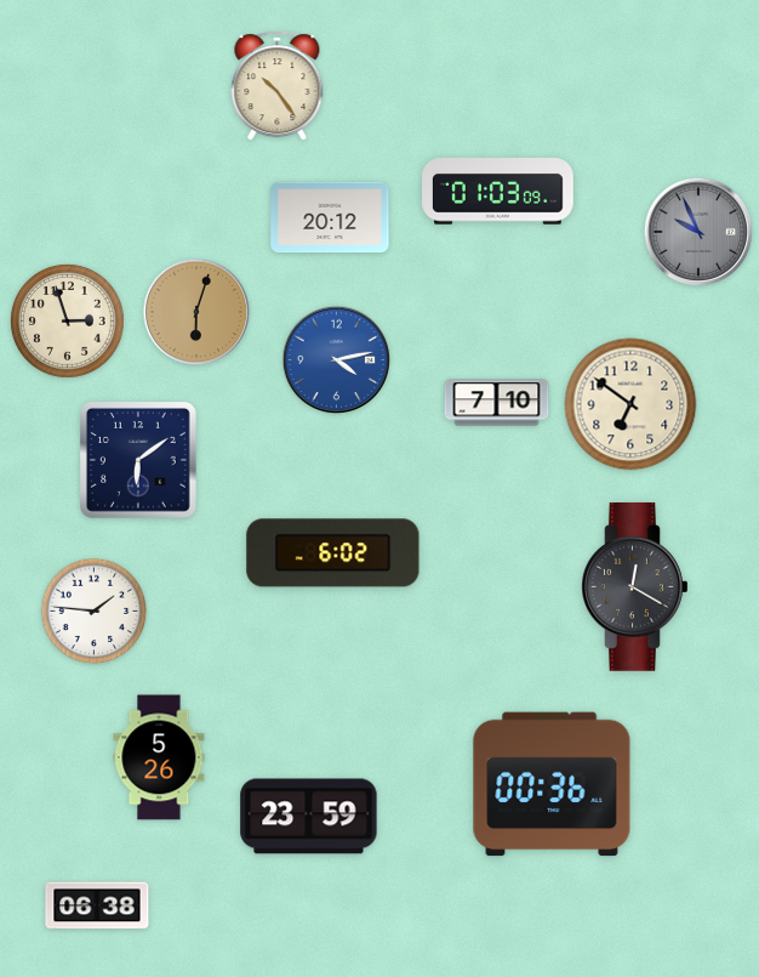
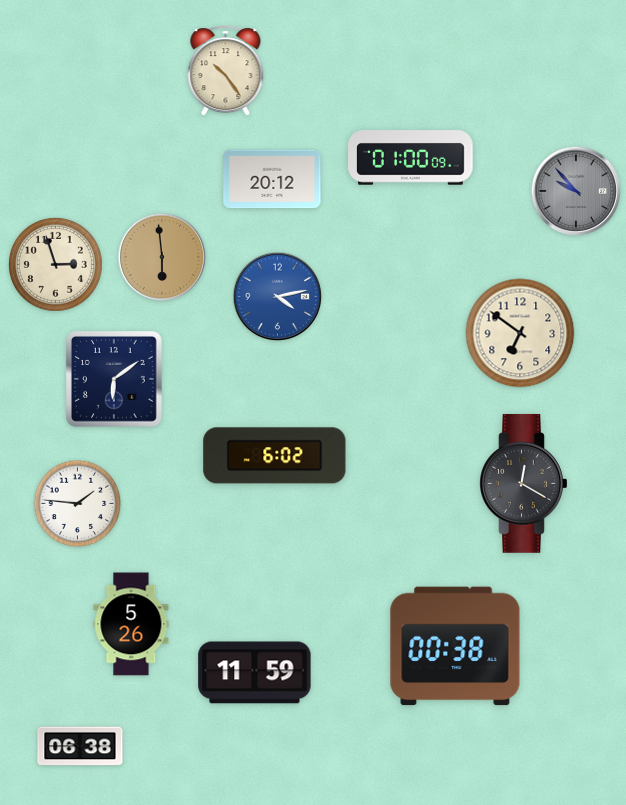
clock at (278, 86) position: (278, 86) -> (226, 71)
clock at (498, 192): 01:03 -> 01:00
clock at (697, 231): 9:56 -> 9:53
clock at (196, 312): 6:03 -> 5:59
clock at (497, 403): 7:10 -> none
clock at (552, 784): 00:36 -> 00:38
clock at (309, 817): 23:59 -> 11:59
